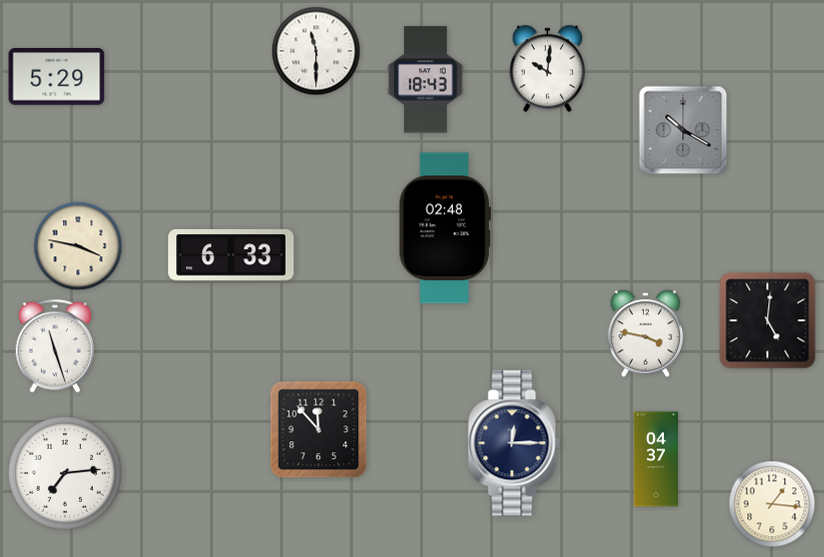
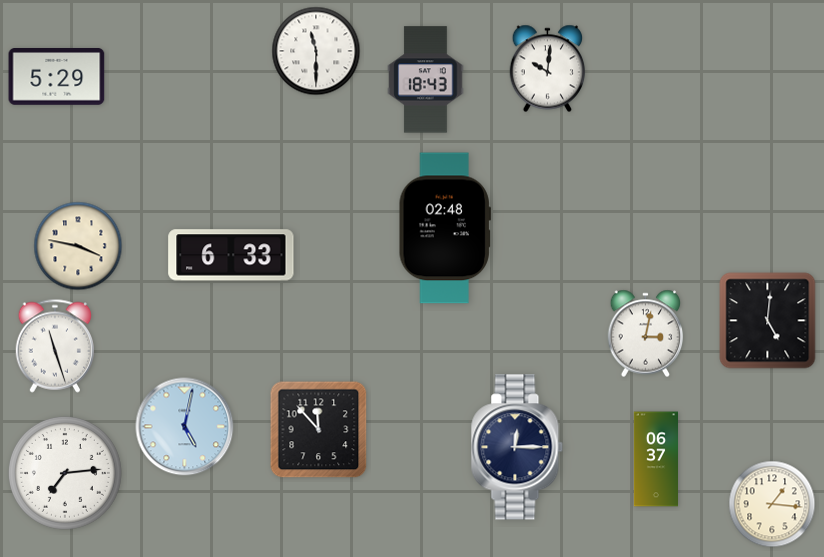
clock at (683, 130): 10:20 -> none
clock at (646, 334): 3:47 -> 3:02
clock at (185, 427): none -> 5:02
clock at (514, 443) position: (514, 443) -> (517, 447)
clock at (655, 459): 04:37 -> 06:37
